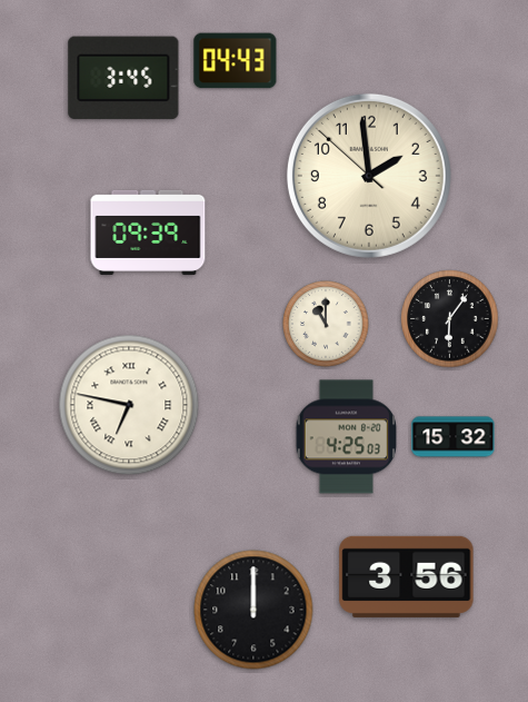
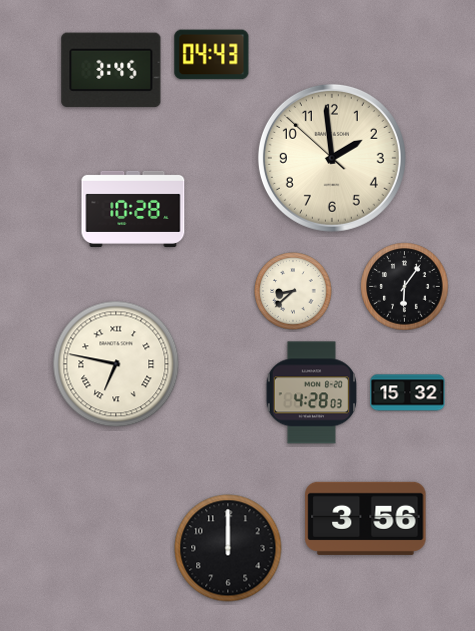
clock at (148, 233): 09:39 -> 10:28
clock at (326, 324): 11:00 -> 8:38
clock at (346, 437): 4:25 -> 4:28
